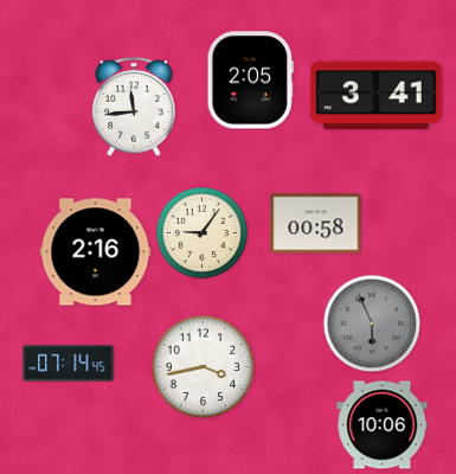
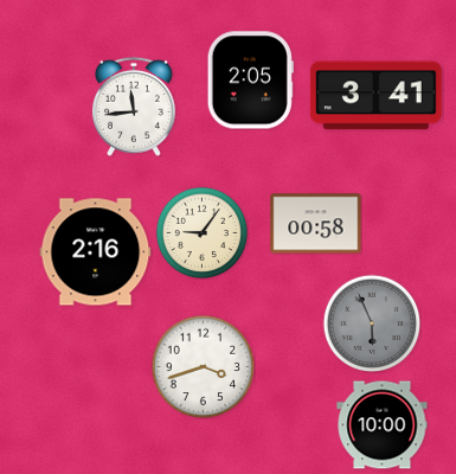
clock at (69, 364): 07:14 -> none
clock at (203, 366): 3:43 -> 3:42
clock at (383, 425): 10:06 -> 10:00
